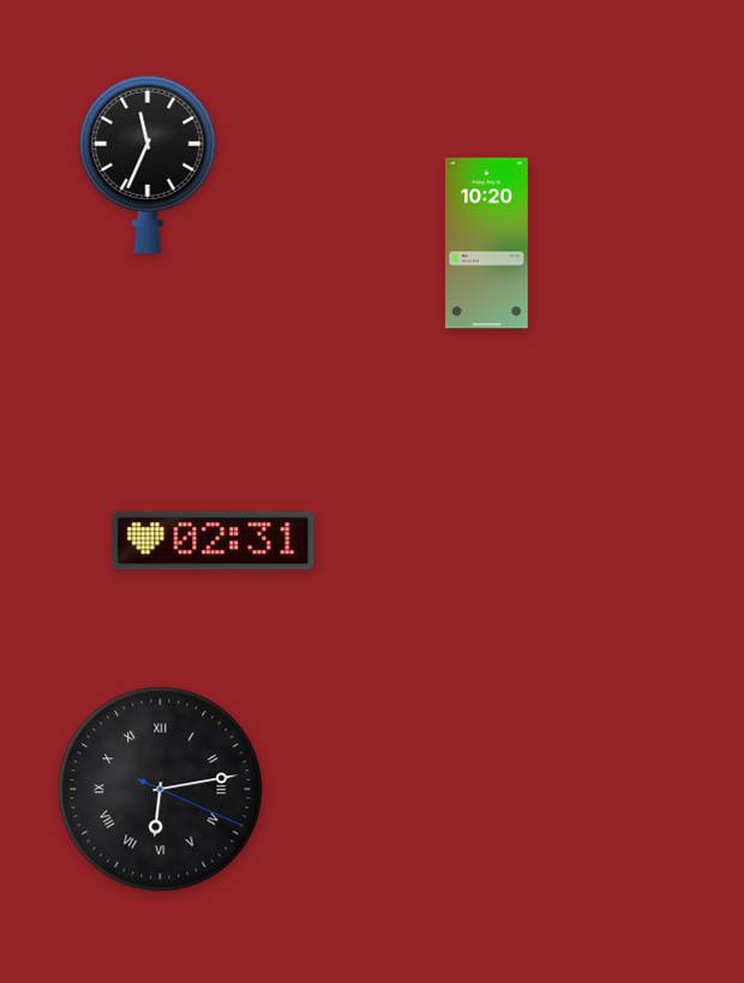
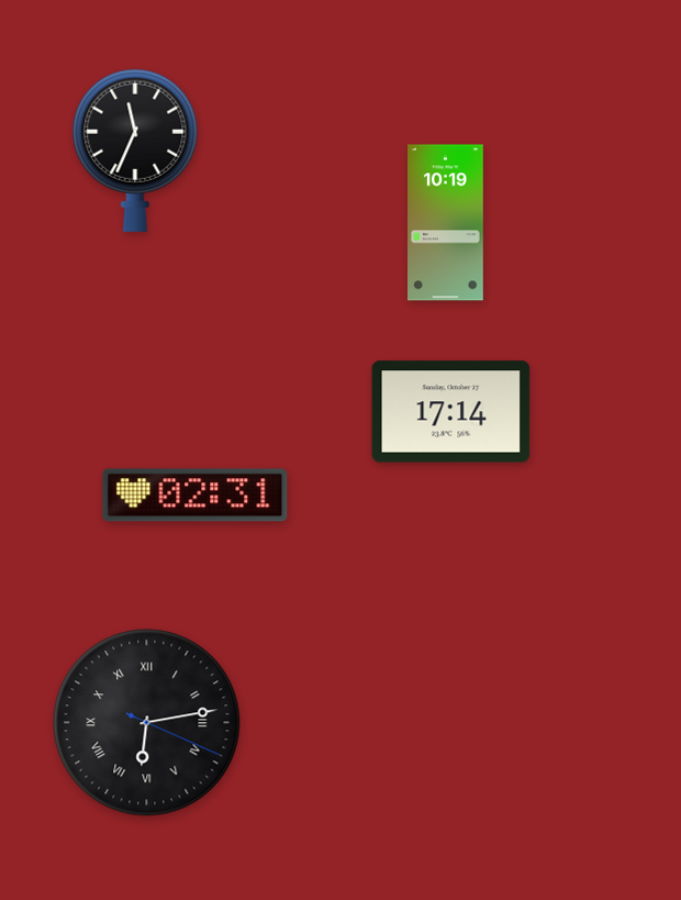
clock at (487, 244): 10:20 -> 10:19
clock at (451, 412): none -> 17:14
